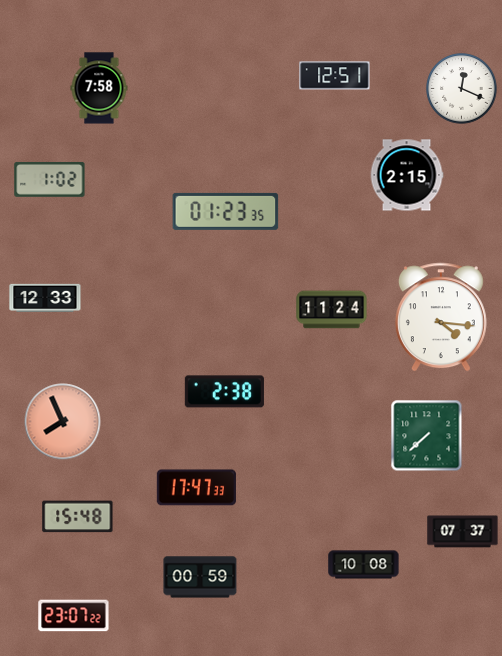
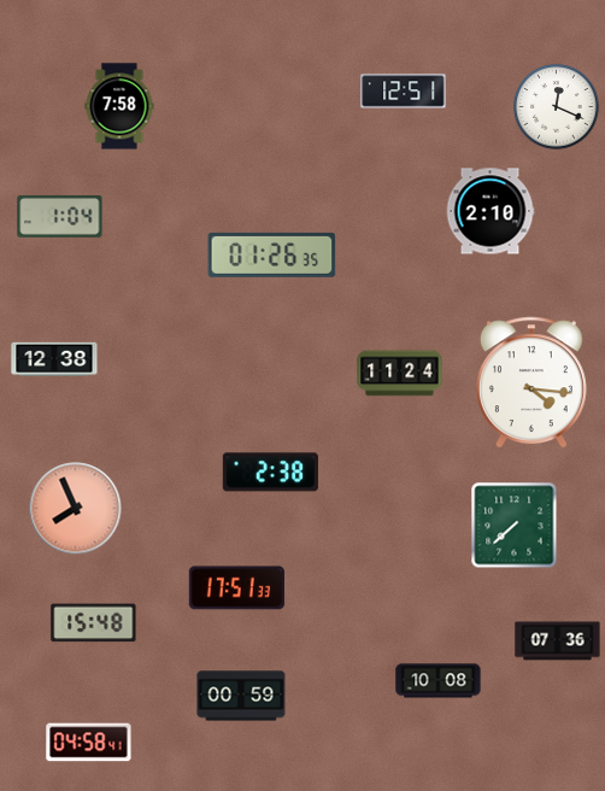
clock at (407, 175): 2:15 -> 2:10
clock at (50, 179): 1:02 -> 1:04
clock at (226, 211): 01:23 -> 01:26
clock at (45, 297): 12:33 -> 12:38
clock at (196, 488): 17:47 -> 17:51
clock at (463, 532): 07:37 -> 07:36
clock at (74, 616): 23:07 -> 04:58
